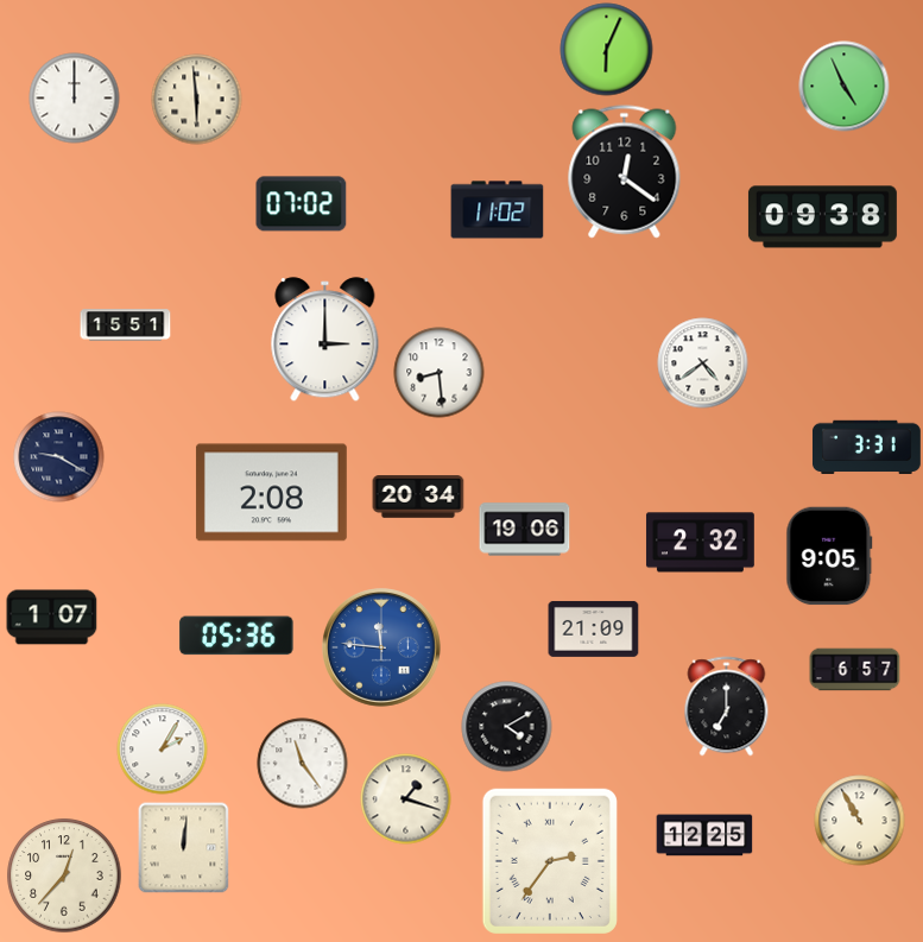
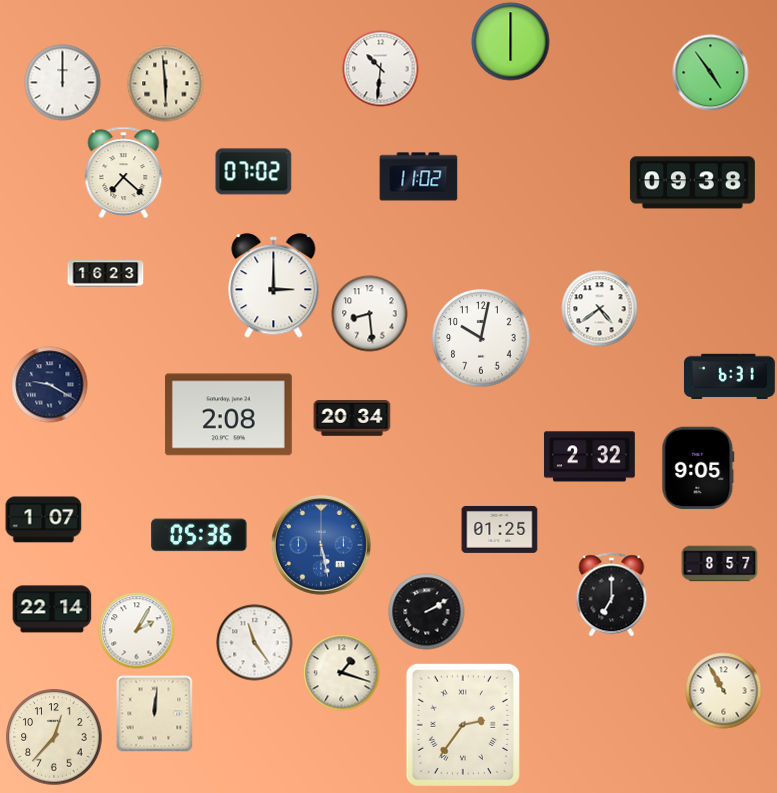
clock at (607, 50): 6:04 -> 6:00
clock at (381, 69): none -> 10:31
clock at (845, 87): 4:56 -> 4:54
clock at (625, 172): 12:21 -> none
clock at (124, 172): none -> 7:22
clock at (126, 325): 15:51 -> 16:23
clock at (703, 363) position: (703, 363) -> (600, 309)
clock at (481, 338): none -> 10:02
clock at (866, 448): 3:31 -> 6:31
clock at (525, 530): 19:06 -> none
clock at (594, 628): 21:09 -> 01:25
clock at (383, 649): 11:46 -> 5:28
clock at (855, 670): 6:57 -> 8:57
clock at (52, 609): none -> 22:14
clock at (507, 727): 4:10 -> 2:10
clock at (704, 835): 12:25 -> none
